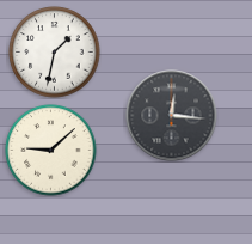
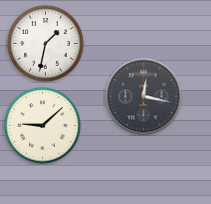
clock at (172, 116): 12:16 -> 12:17
